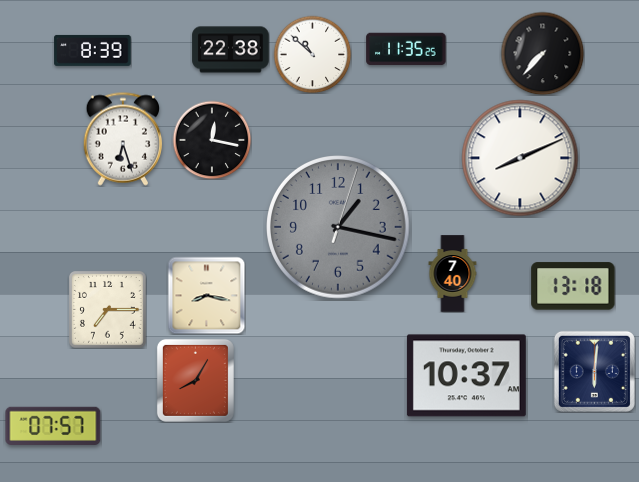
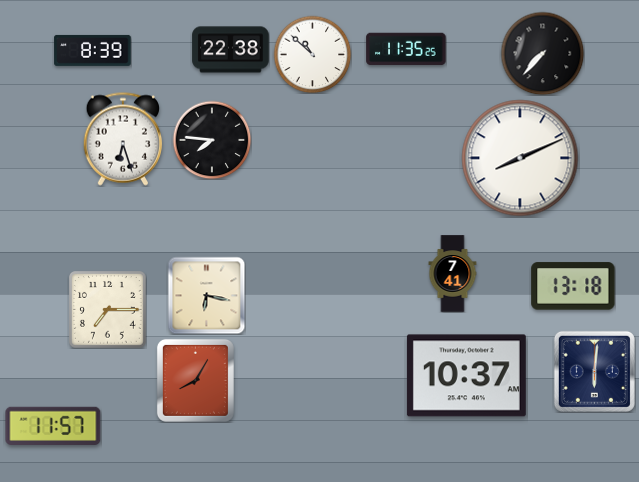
clock at (212, 140): 12:17 -> 7:46
clock at (339, 228): 1:17 -> none
clock at (453, 274): 7:40 -> 7:41
clock at (206, 295): 8:17 -> 6:17
clock at (53, 426): 07:57 -> 11:57
